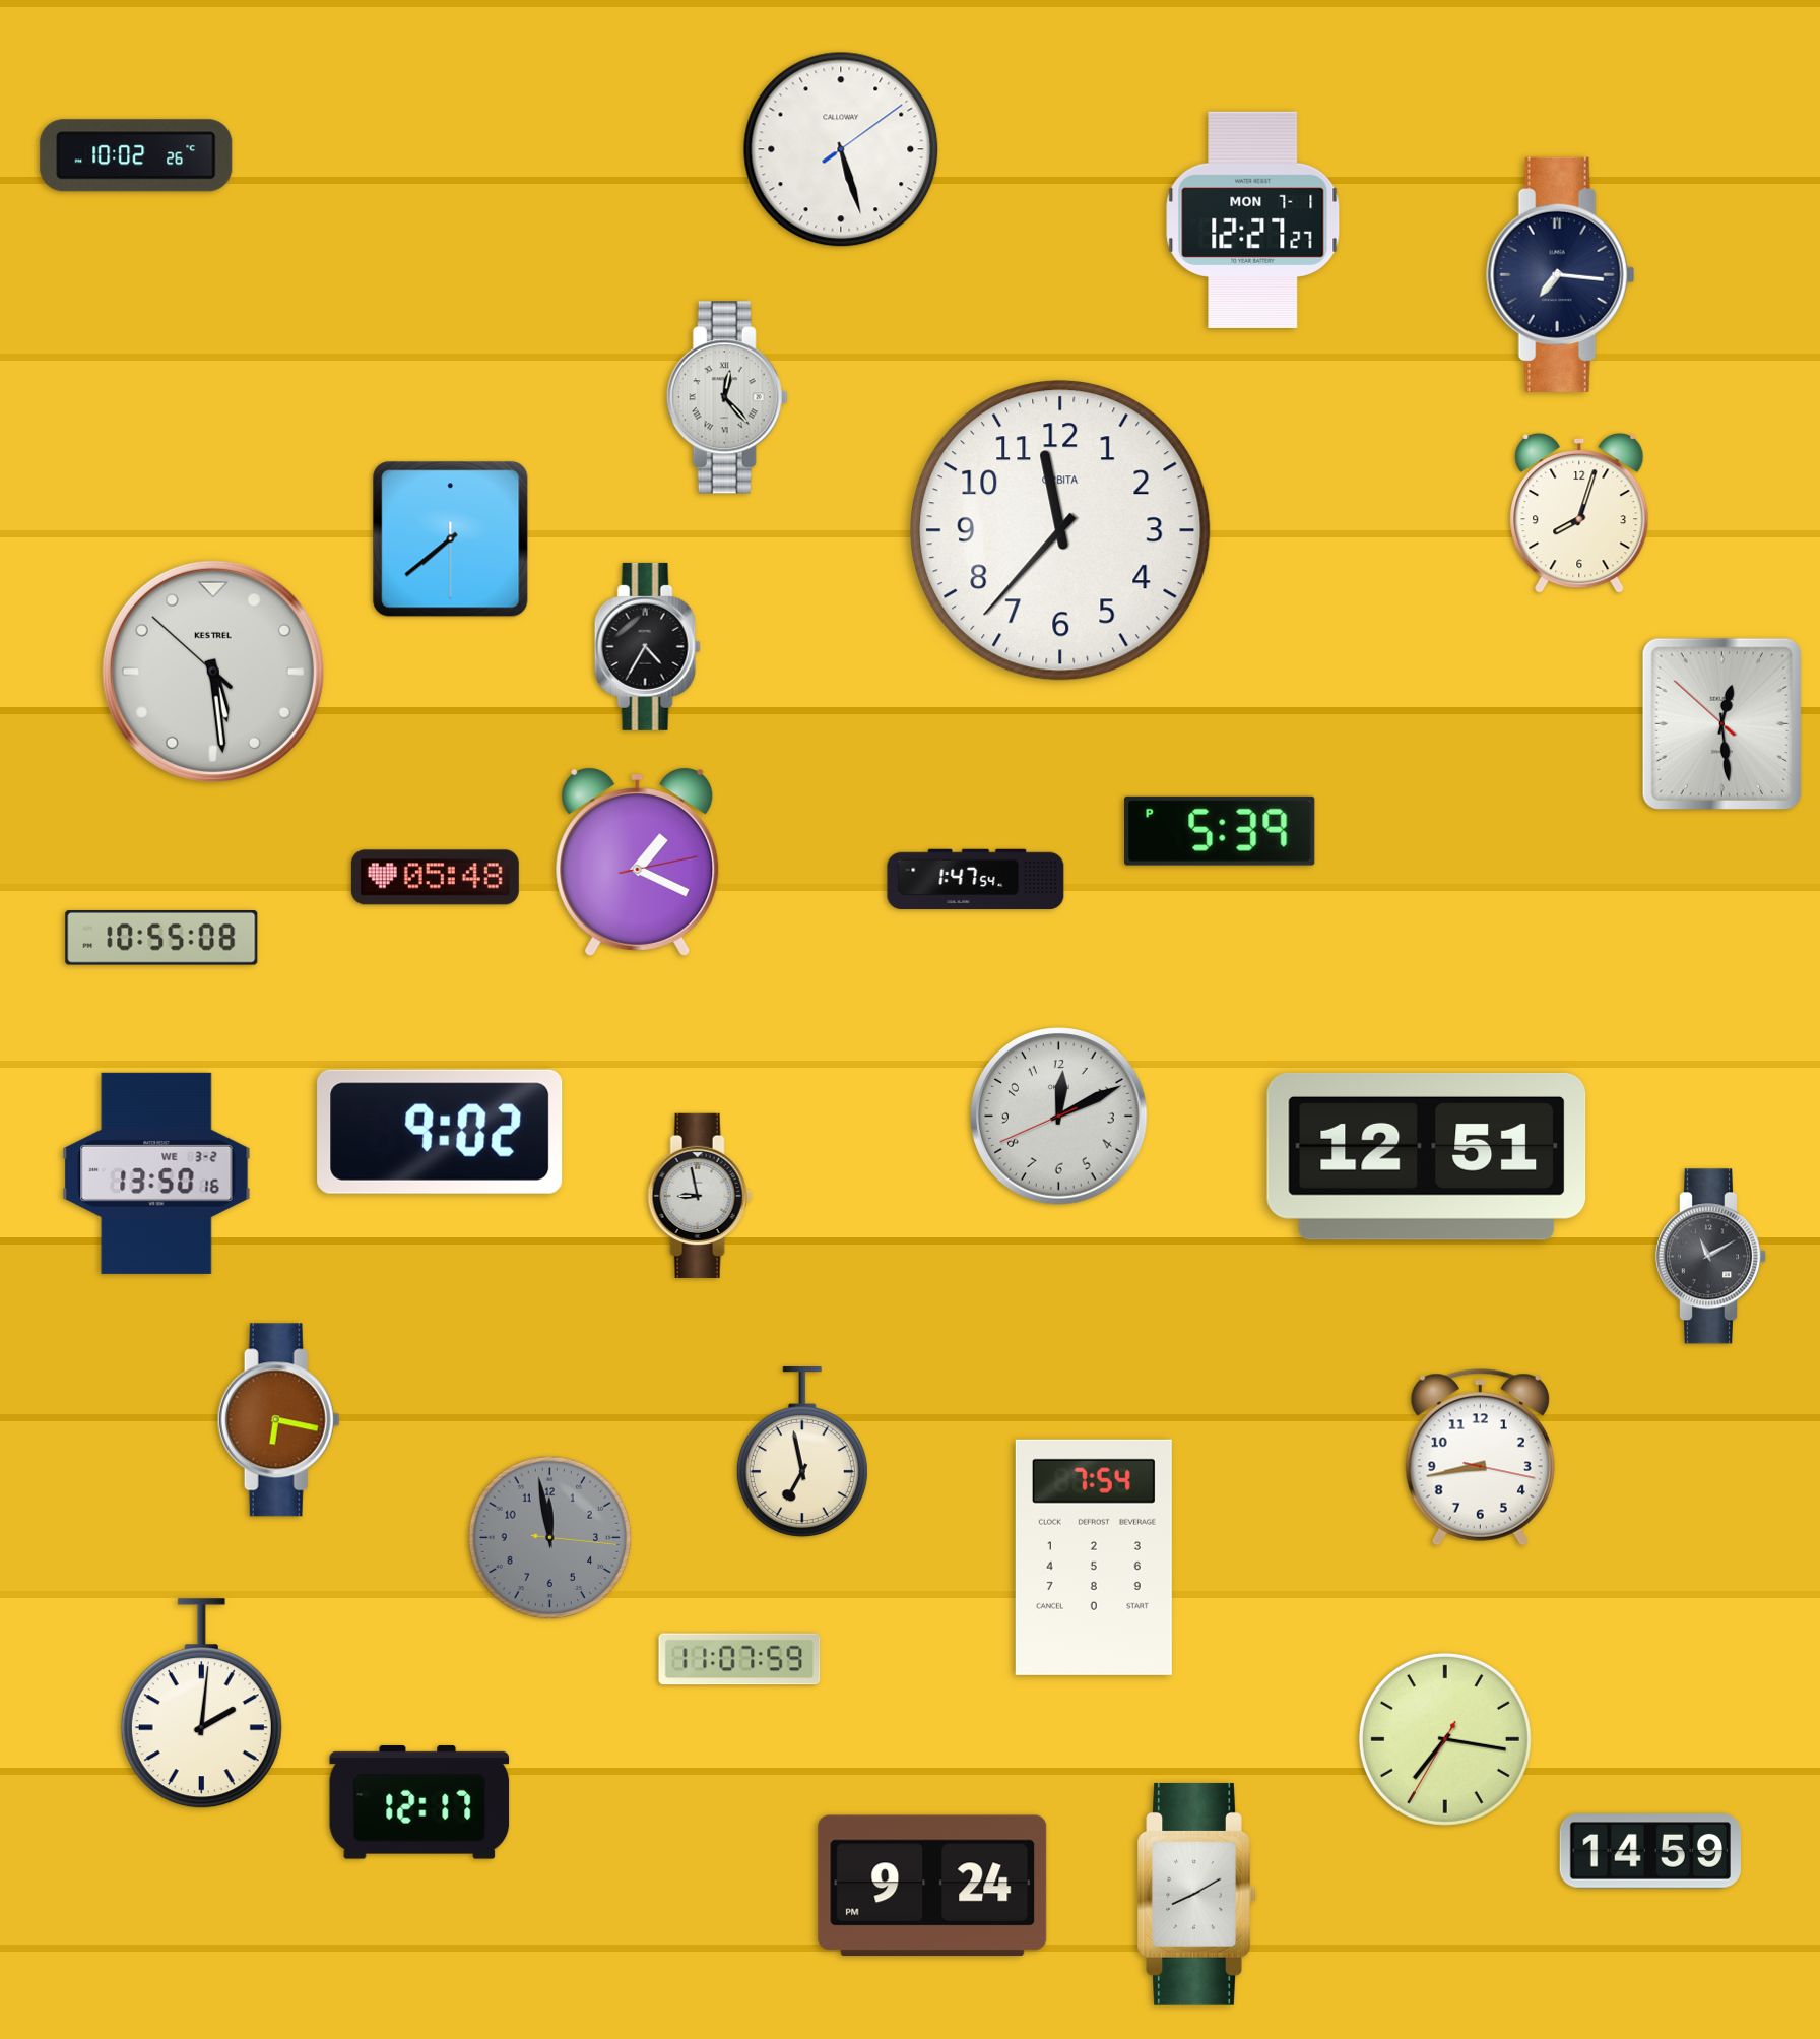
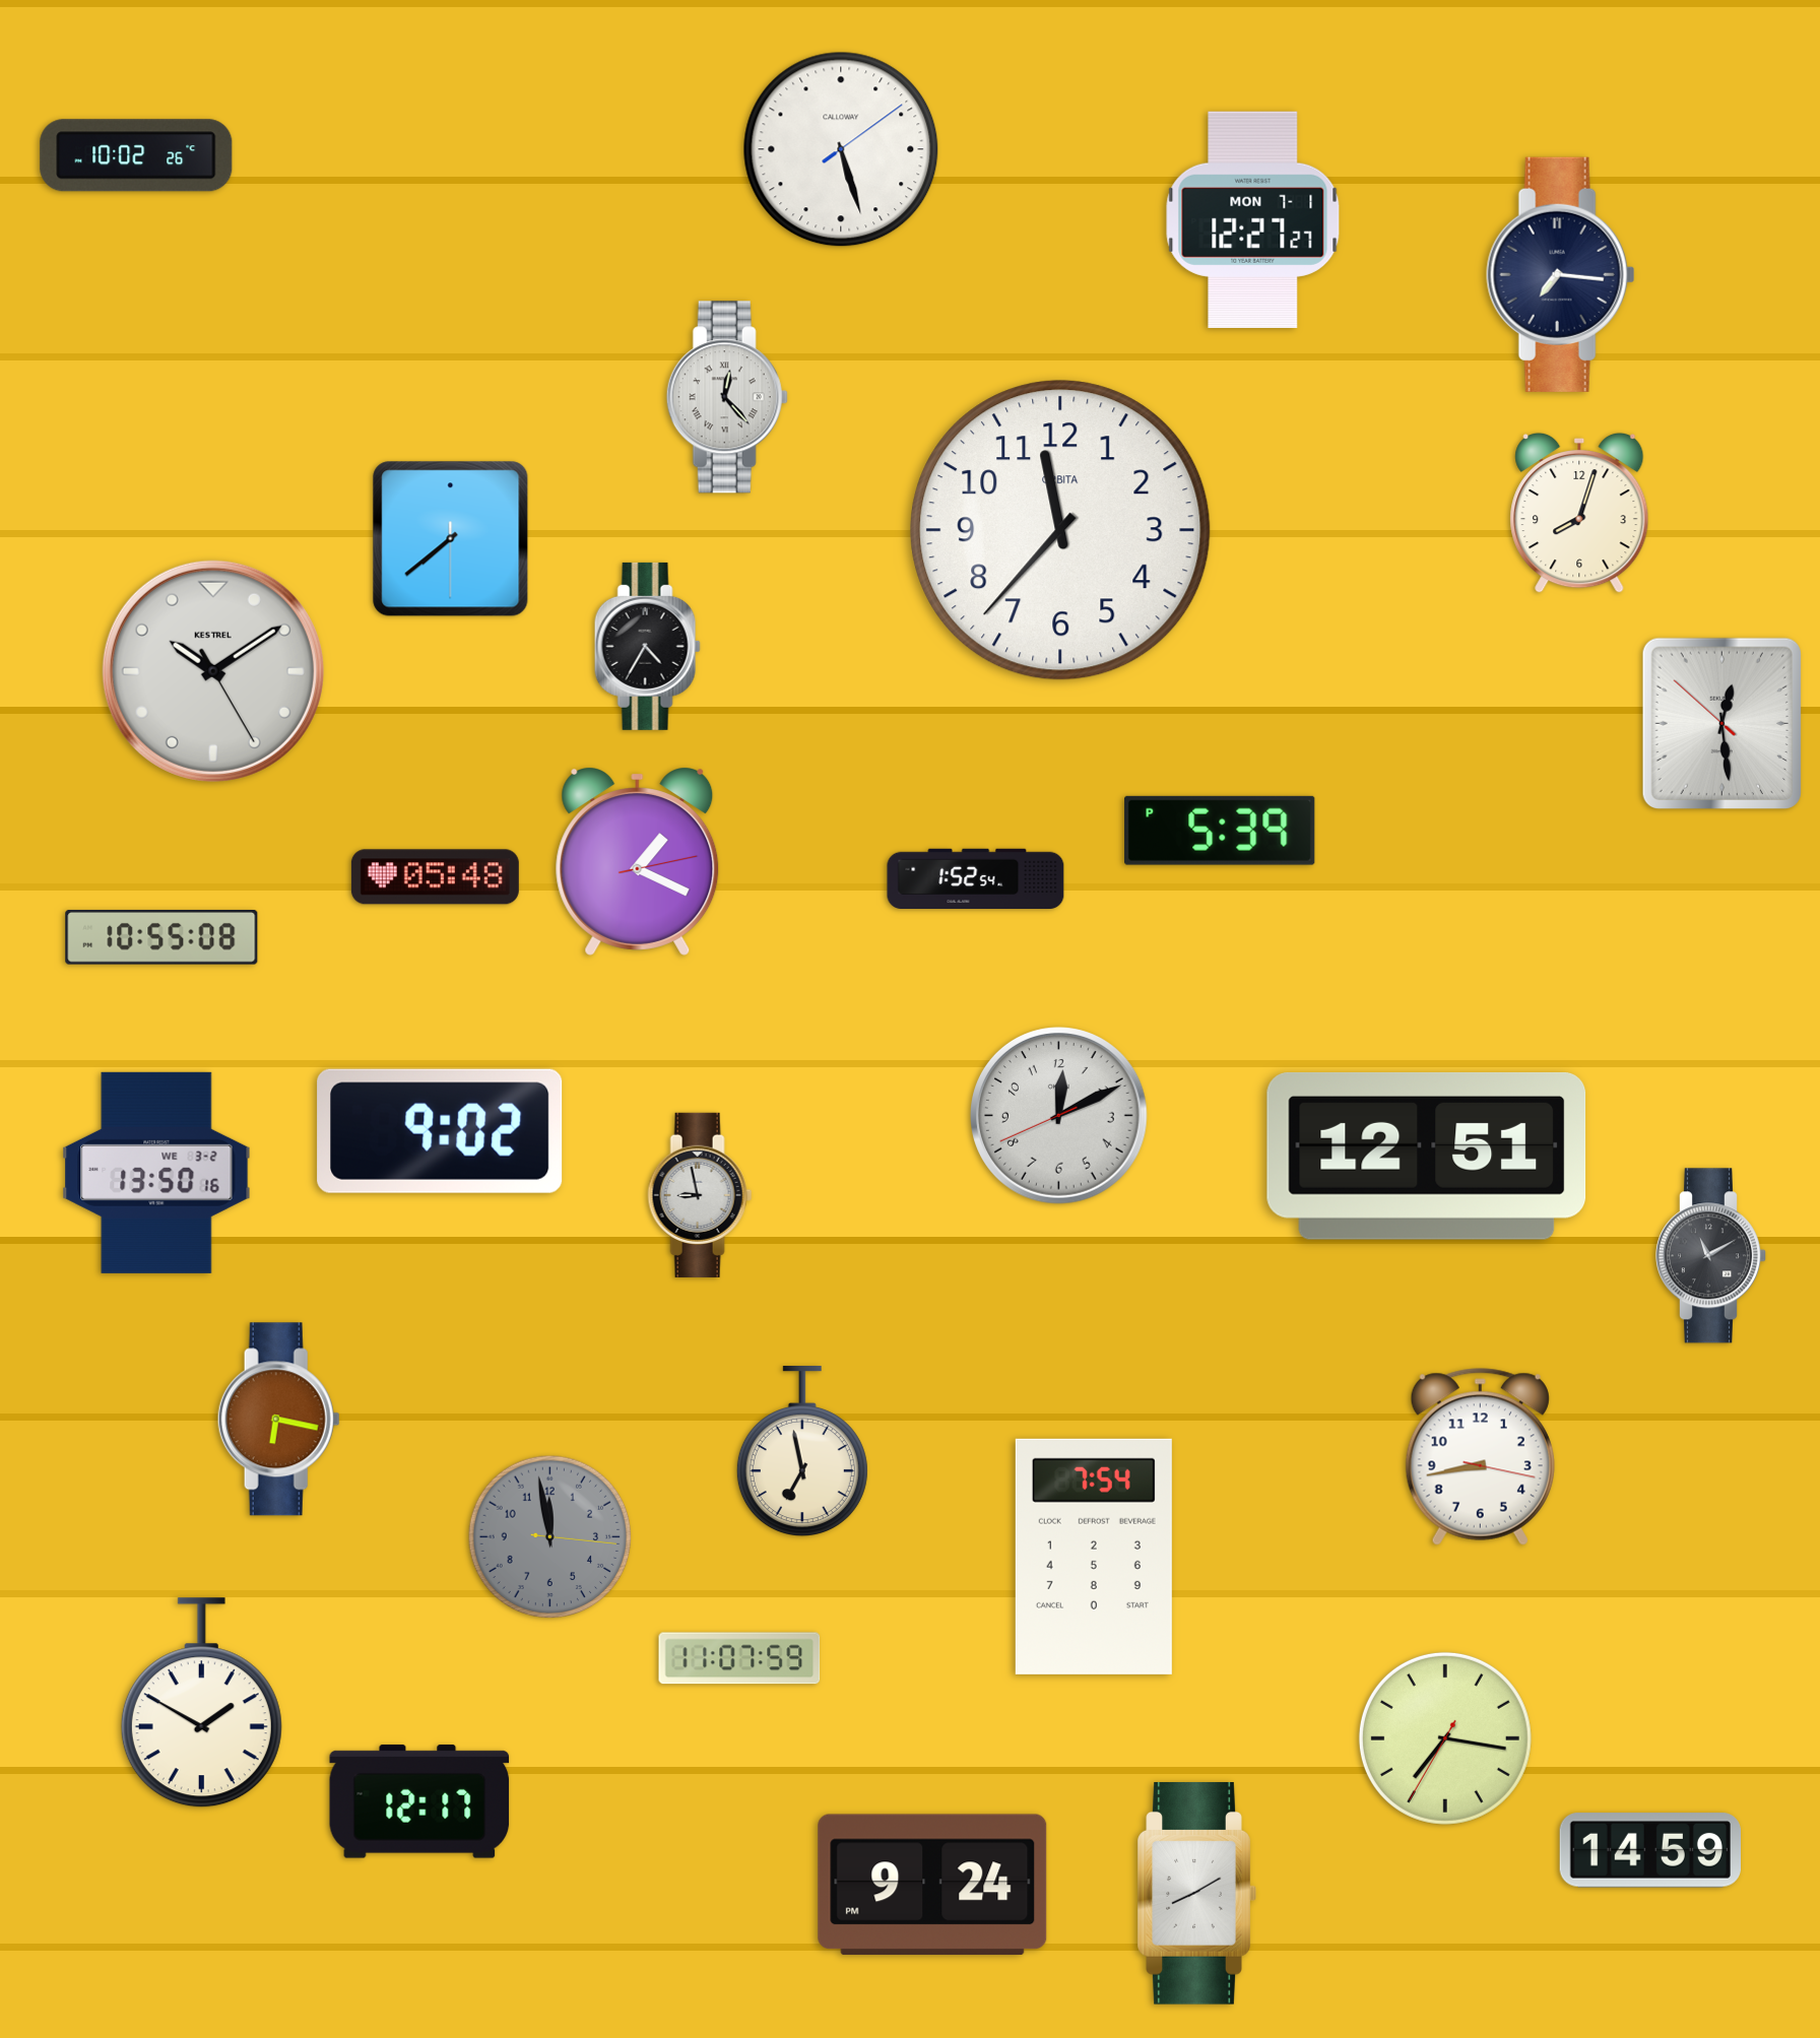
clock at (213, 672): 5:28 -> 10:09
clock at (976, 880): 1:47 -> 1:52
clock at (201, 1704): 2:01 -> 1:50
